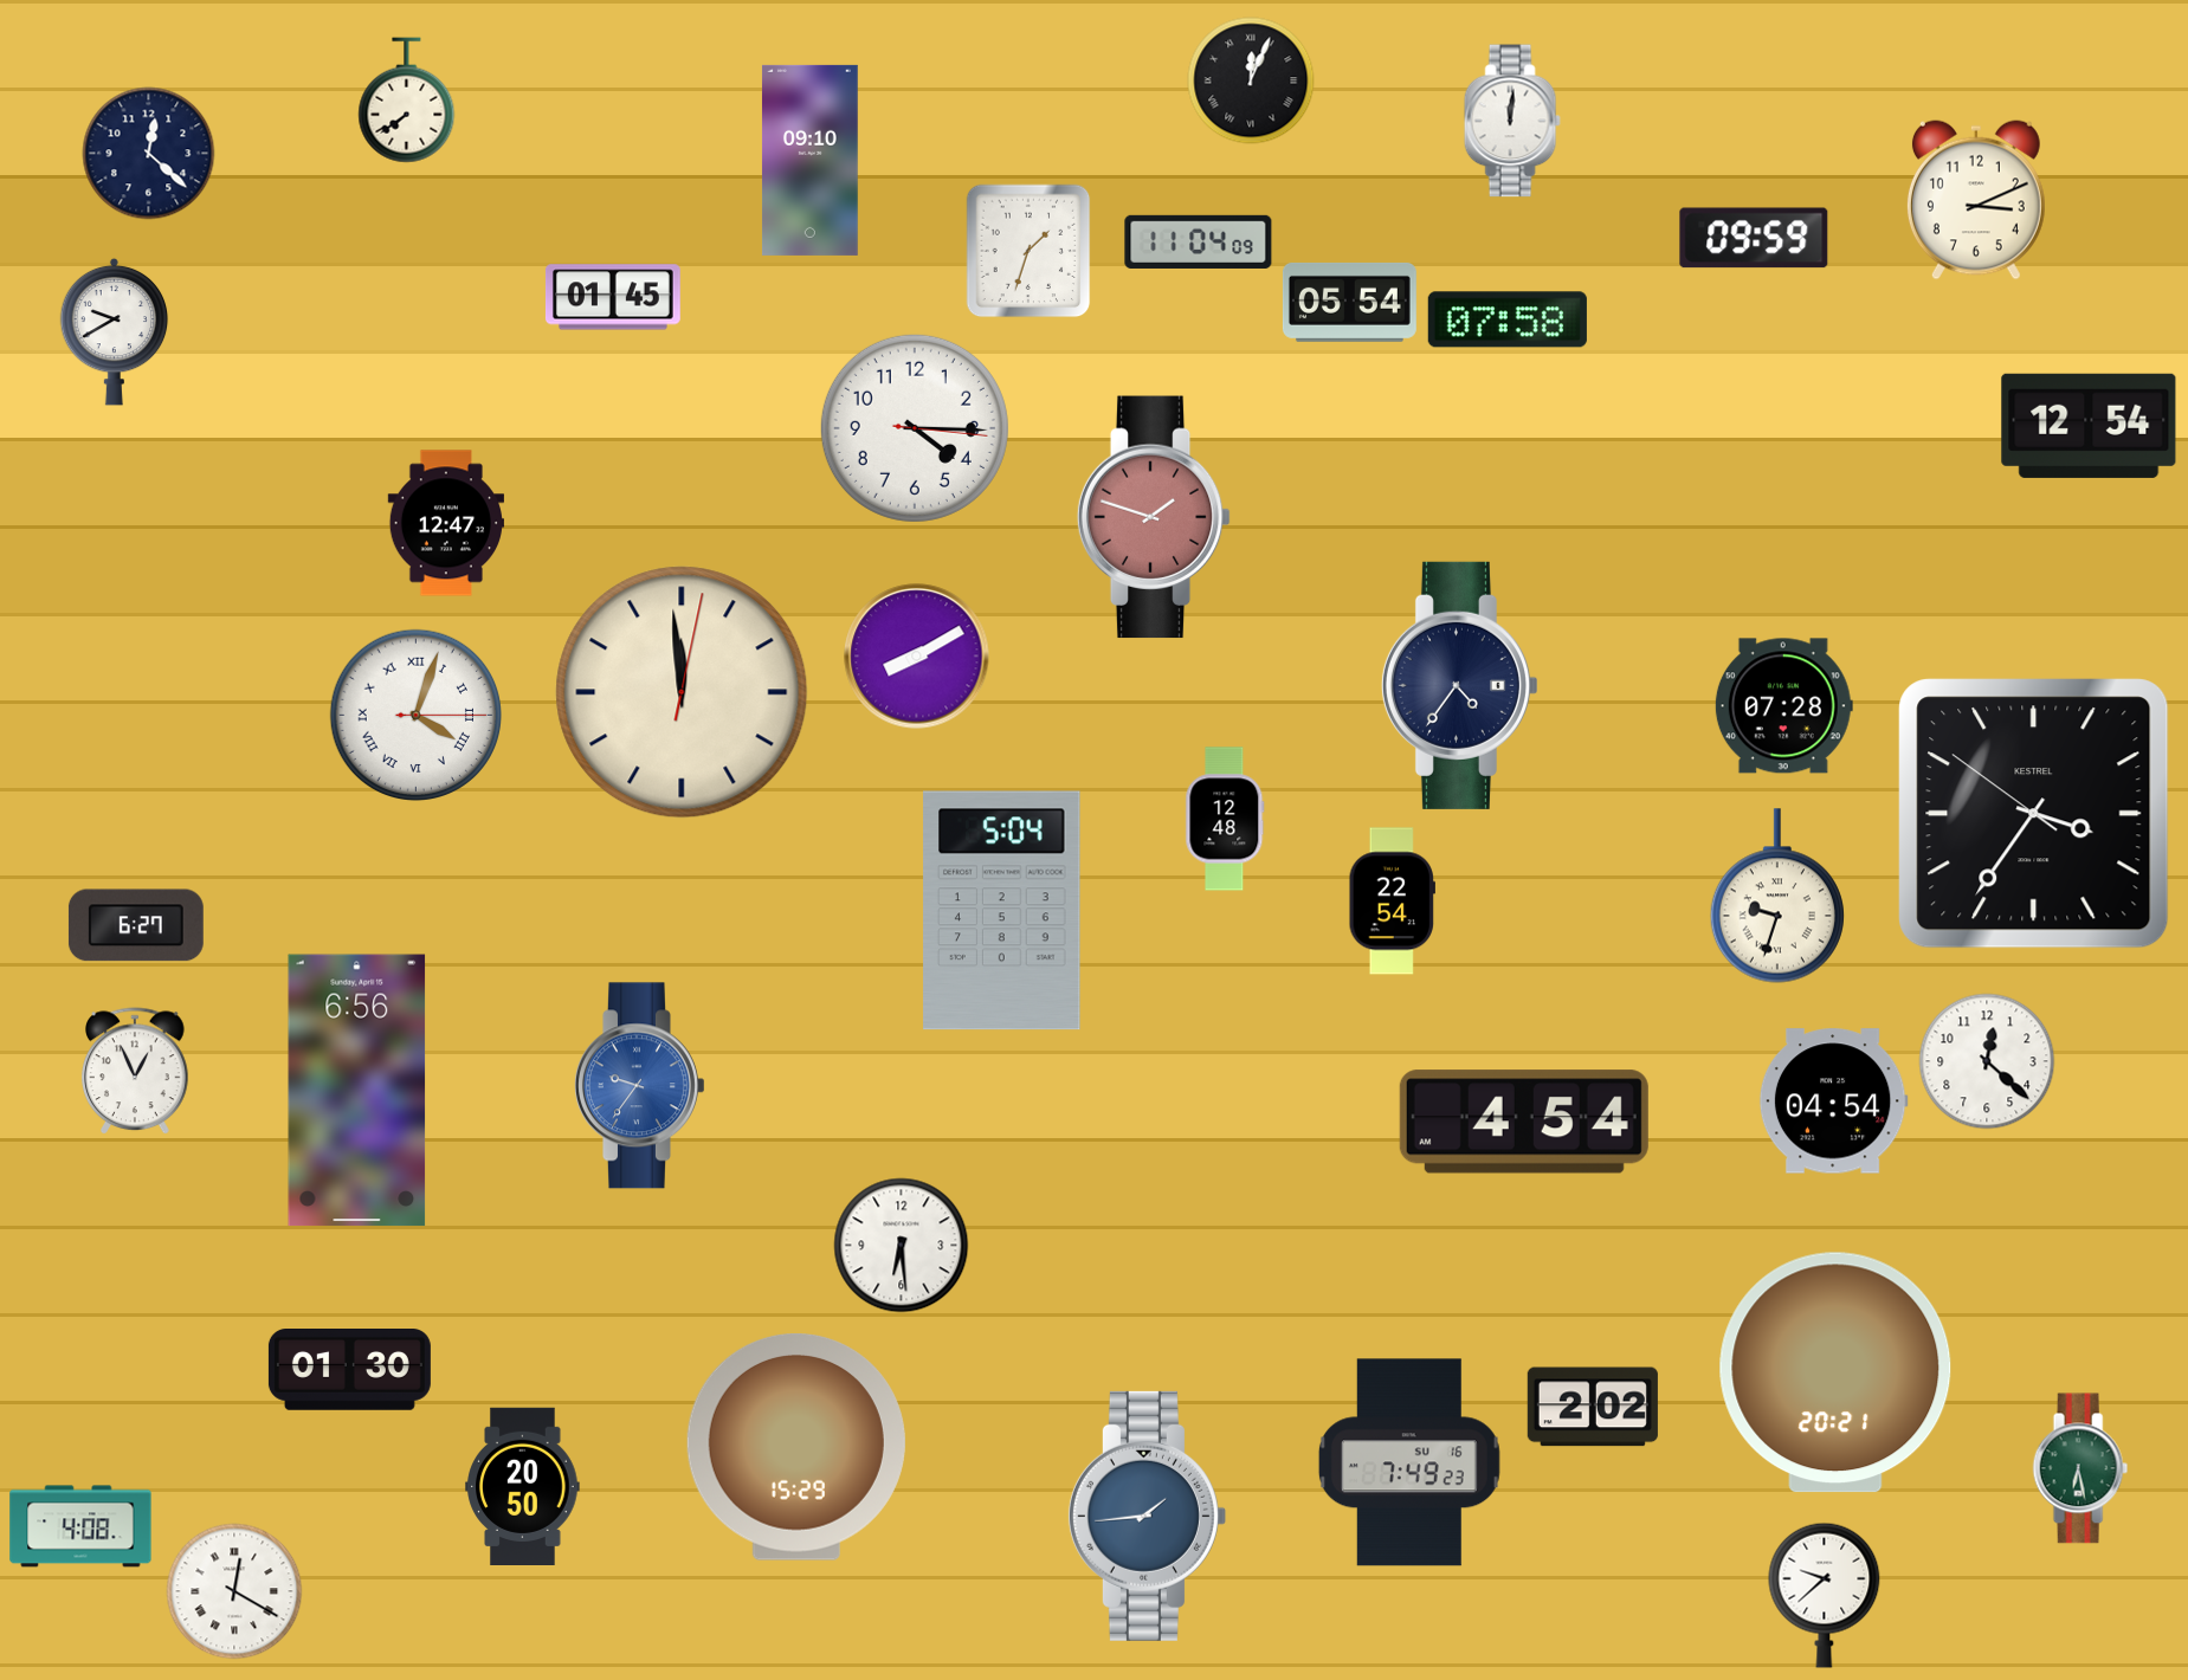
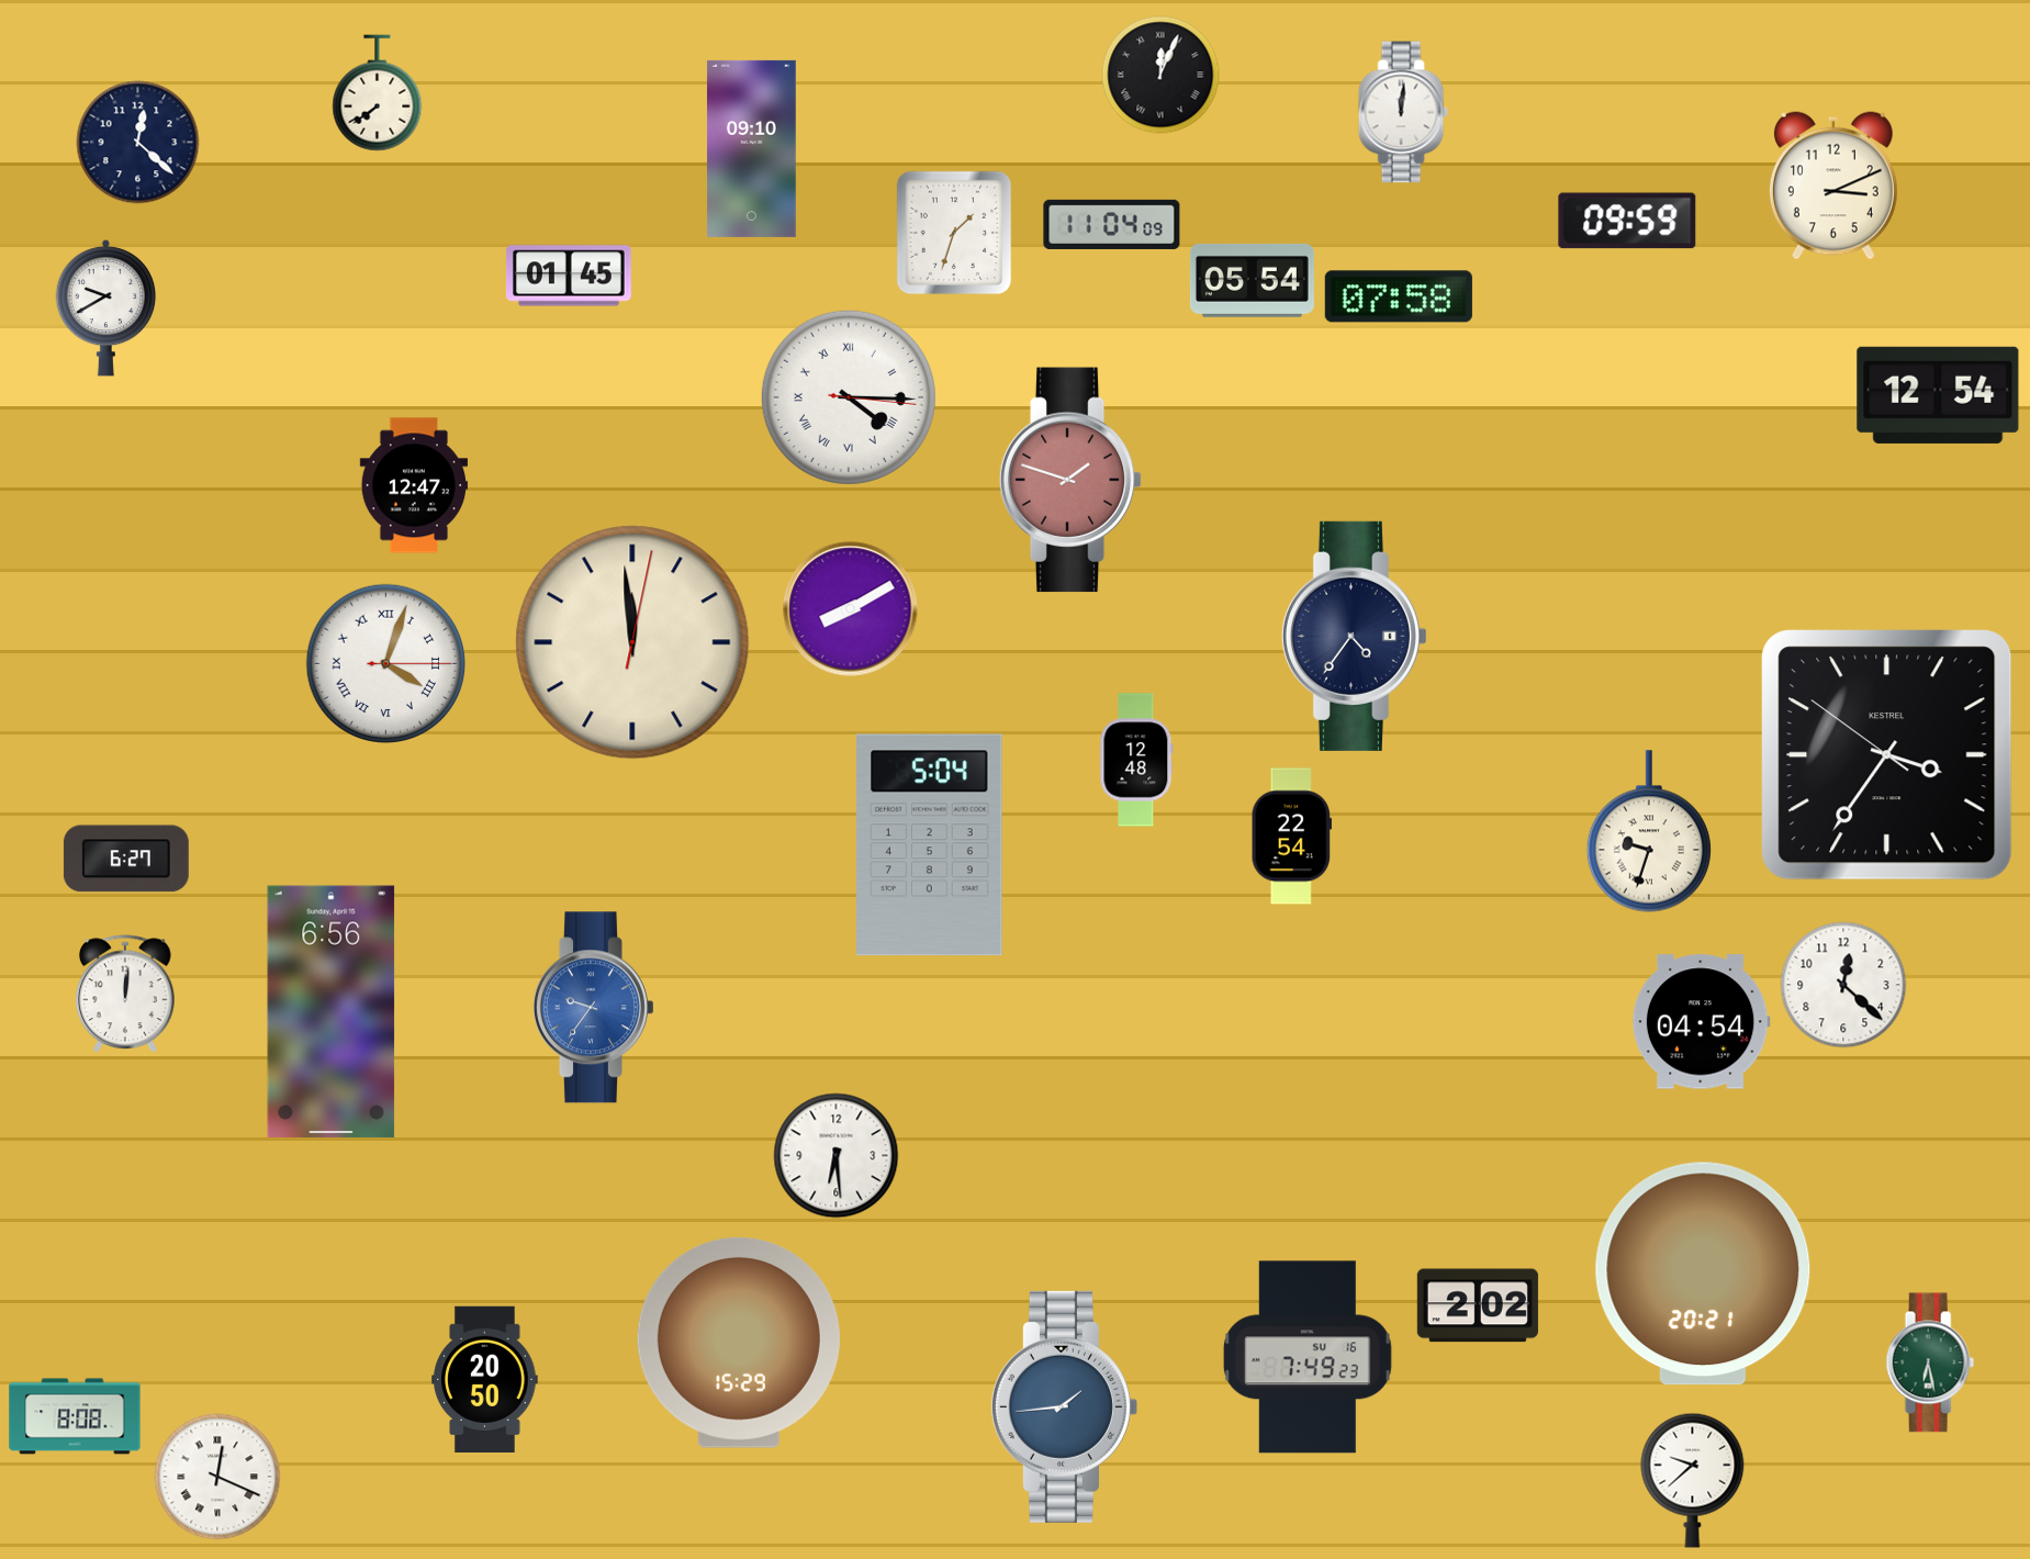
clock at (915, 428) numerals: Arabic -> Roman
clock at (1783, 706): 07:28 -> none
clock at (135, 1072): 12:56 -> 12:01
clock at (1524, 1122): 4:54 -> none
clock at (349, 1370): 01:30 -> none
clock at (80, 1526): 4:08 -> 8:08
clock at (234, 1591): 12:20 -> 12:19
